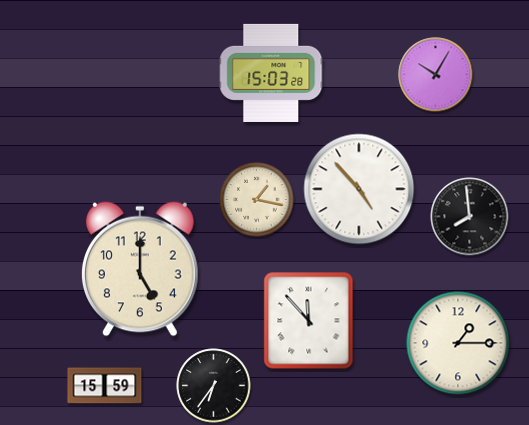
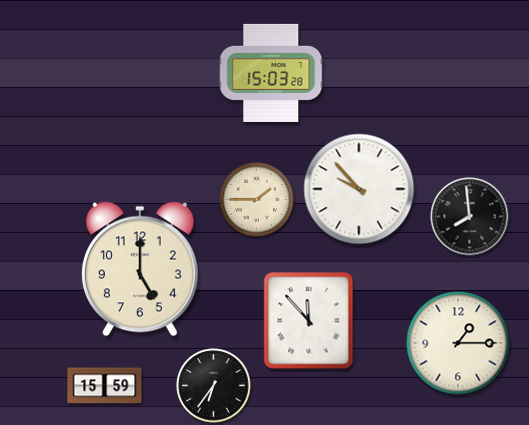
clock at (436, 75): 10:05 -> none
clock at (359, 189): 4:53 -> 9:53
clock at (257, 200): 1:17 -> 1:45
